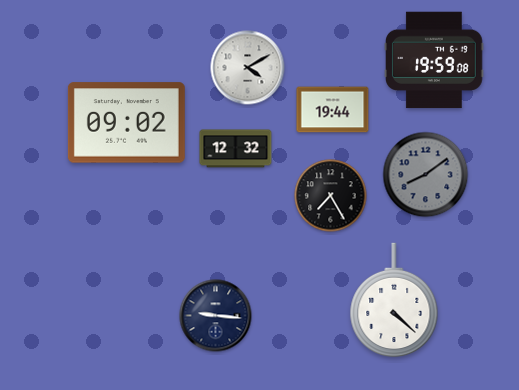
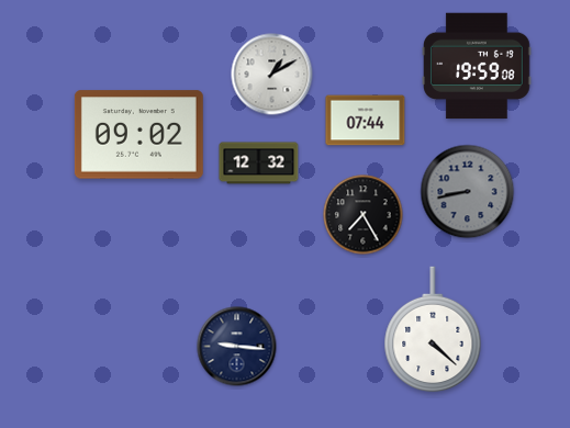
clock at (248, 68): 4:10 -> 1:10
clock at (333, 110): 19:44 -> 07:44
clock at (426, 175): 8:09 -> 8:43
